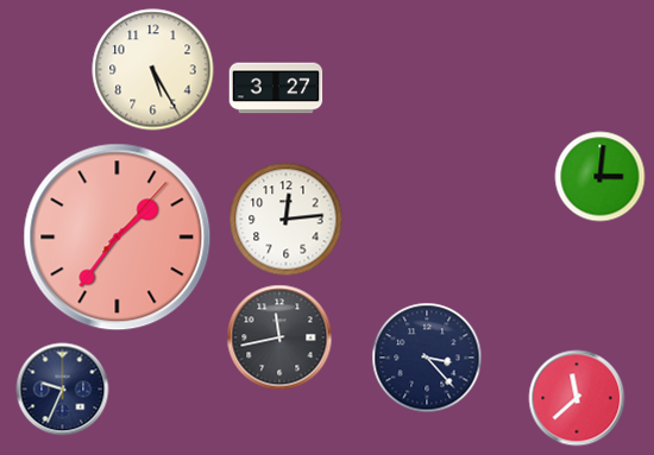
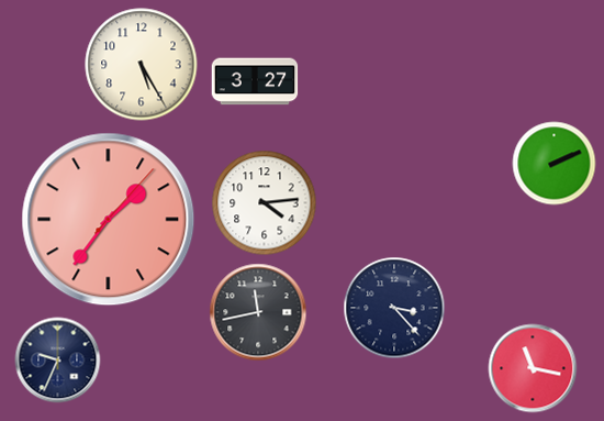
clock at (600, 177): 3:01 -> 2:11
clock at (287, 220): 12:14 -> 4:14
clock at (427, 358) position: (427, 358) -> (394, 308)
clock at (577, 398): 11:38 -> 11:17
